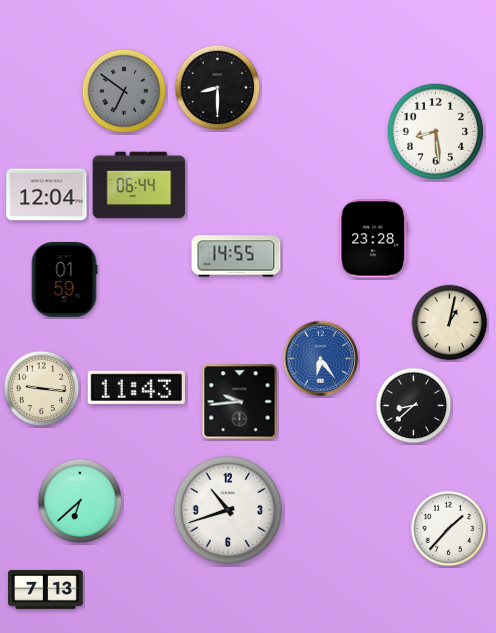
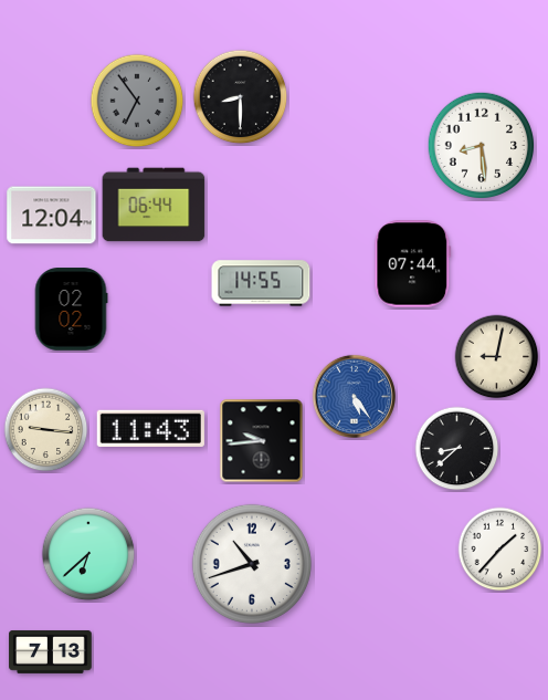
clock at (124, 91): 6:51 -> 6:54
clock at (374, 239): 23:28 -> 07:44
clock at (64, 280): 01:59 -> 02:02
clock at (450, 323): 1:02 -> 9:02
clock at (320, 358): 6:24 -> 5:24
clock at (240, 402) position: (240, 402) -> (262, 441)
clock at (449, 529) position: (449, 529) -> (500, 550)
